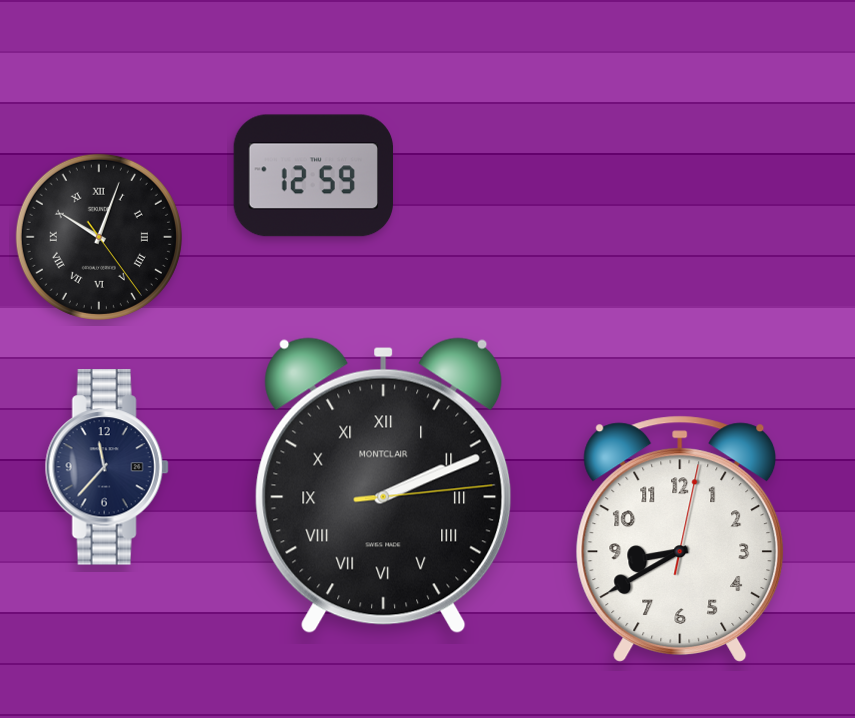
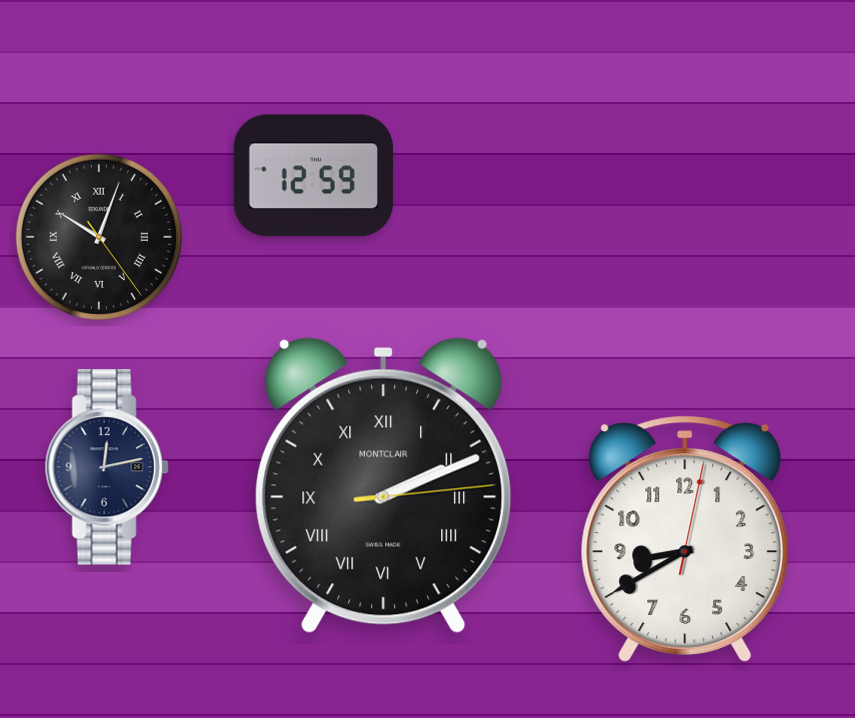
clock at (107, 467): 11:37 -> 12:13
clock at (680, 539) position: (680, 539) -> (685, 539)
